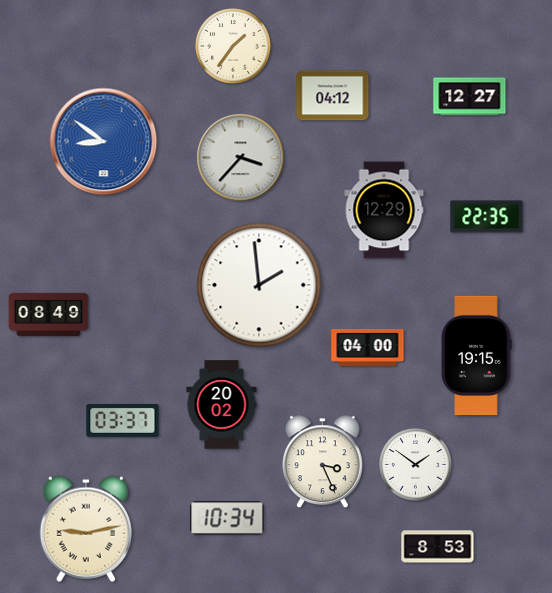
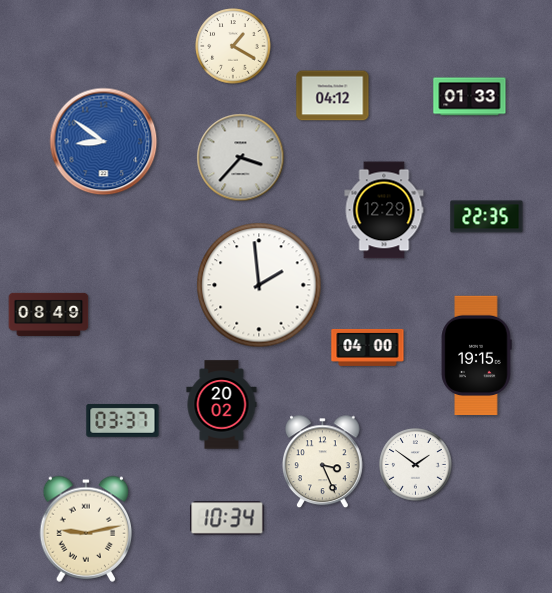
clock at (233, 46): 1:36 -> 1:20
clock at (470, 97): 12:27 -> 01:33
clock at (438, 547): 8:53 -> none
